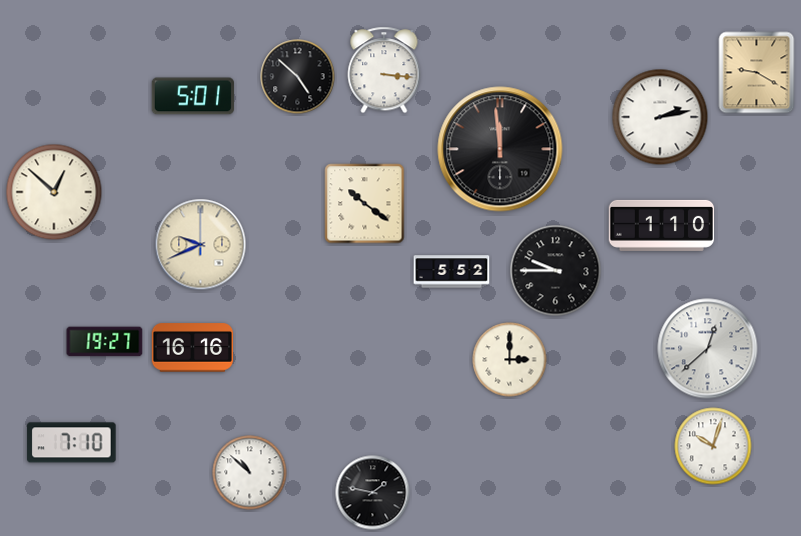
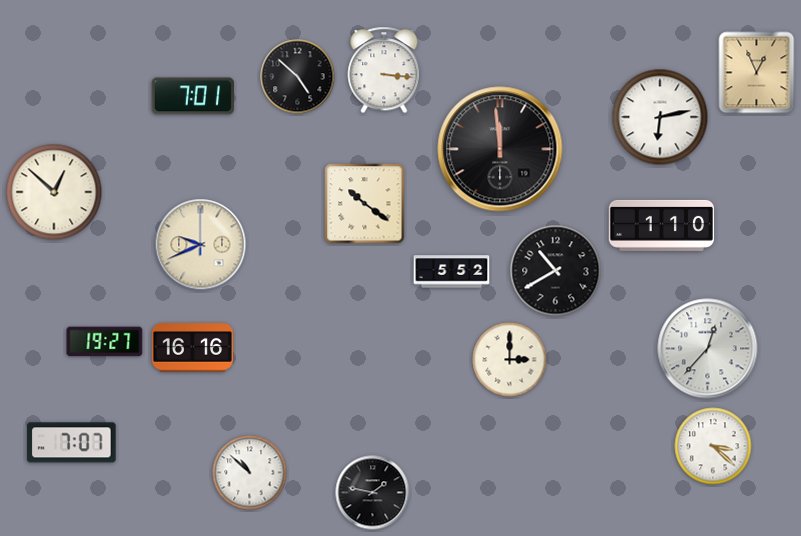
clock at (757, 73): 9:20 -> 12:56
clock at (193, 96): 5:01 -> 7:01
clock at (660, 117): 2:13 -> 6:13
clock at (556, 271): 9:45 -> 10:40
clock at (708, 349): 12:38 -> 12:37
clock at (72, 443): 7:10 -> 7:07
clock at (713, 446): 10:03 -> 3:22
